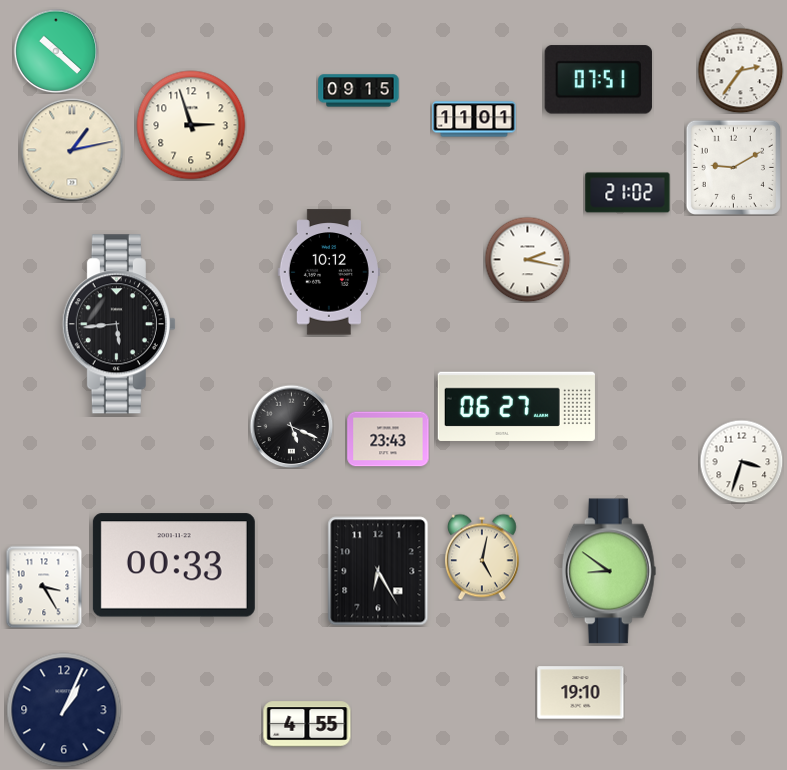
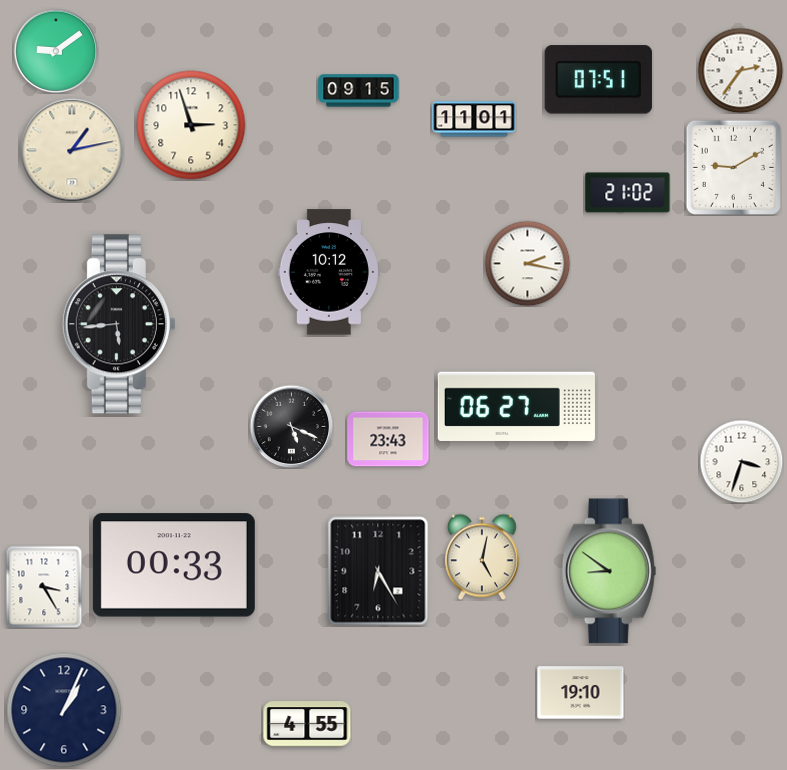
clock at (56, 51): 10:22 -> 9:09
clock at (527, 259) position: (527, 259) -> (527, 263)
